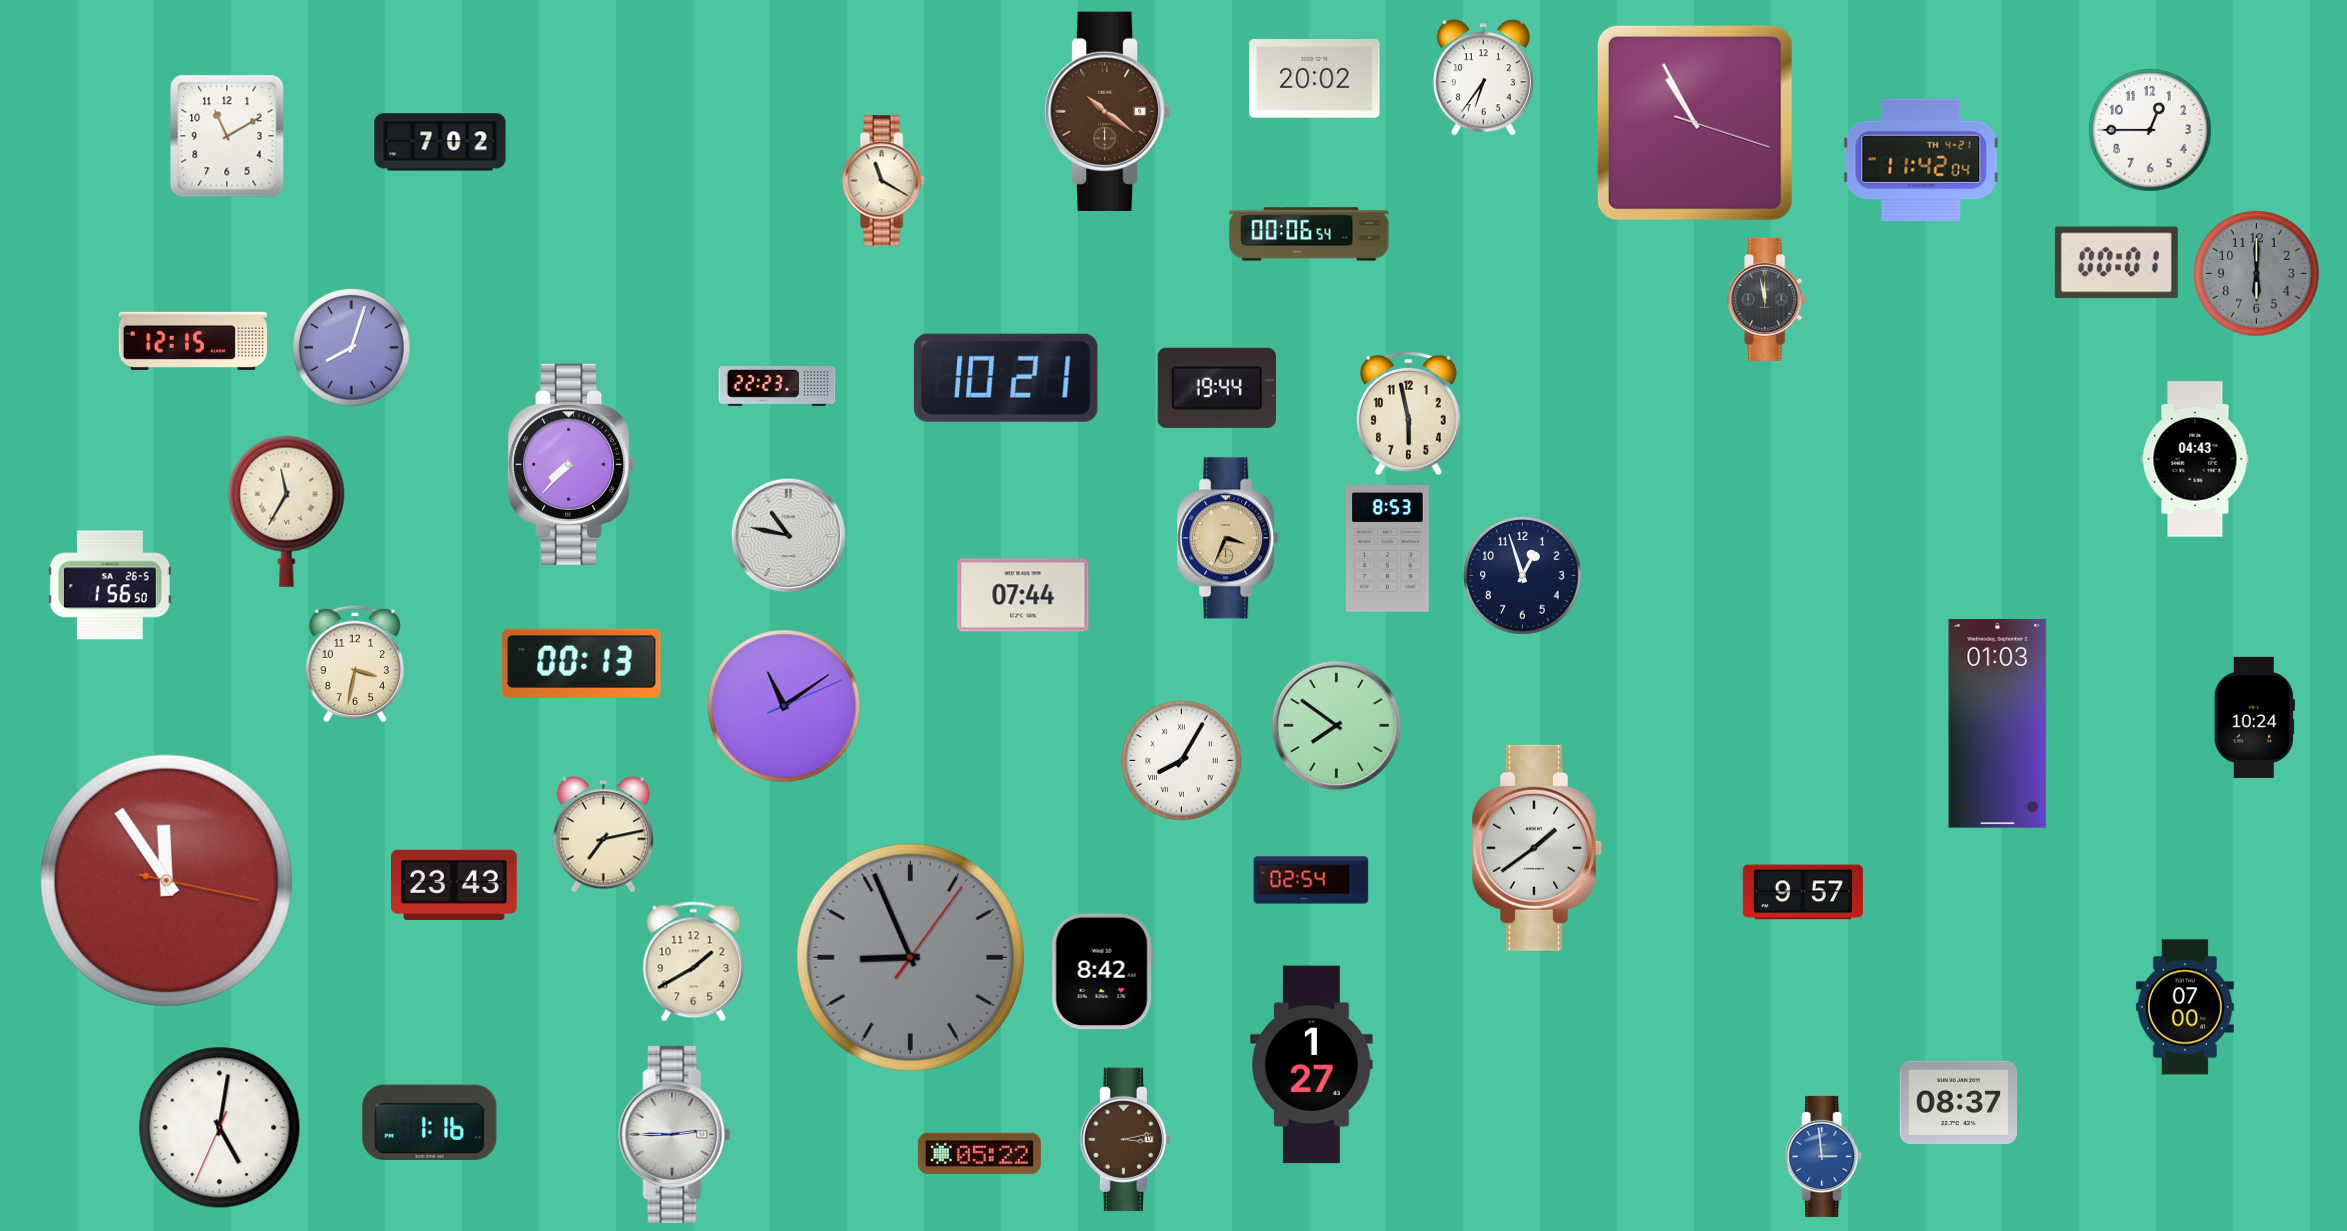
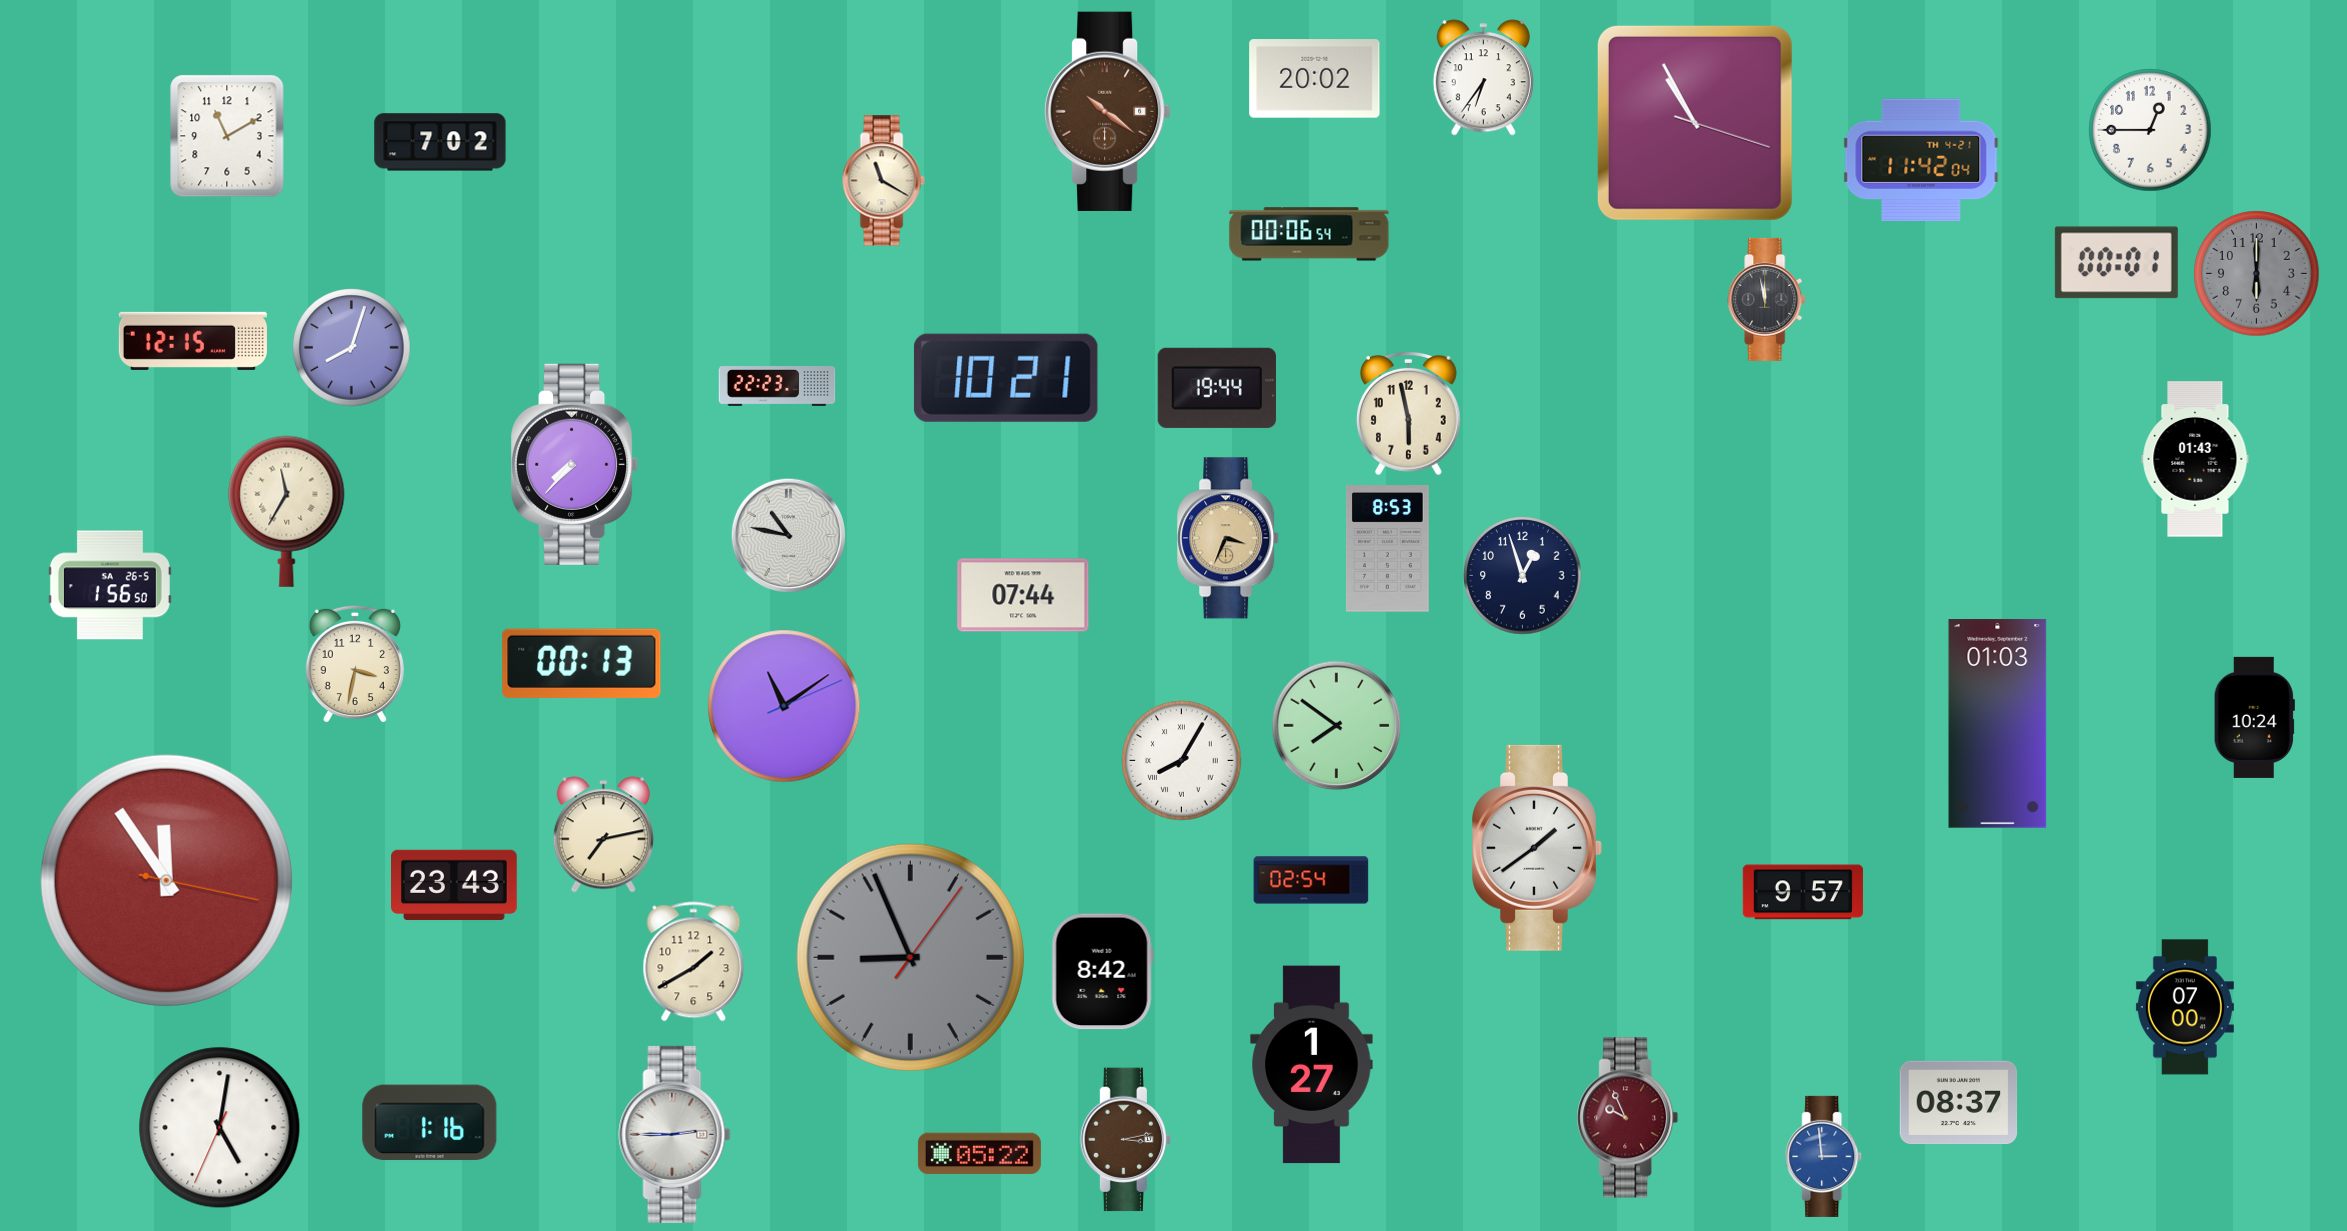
clock at (2195, 459): 04:43 -> 01:43
clock at (573, 464) position: (573, 464) -> (576, 464)
clock at (1628, 1118): none -> 9:56
